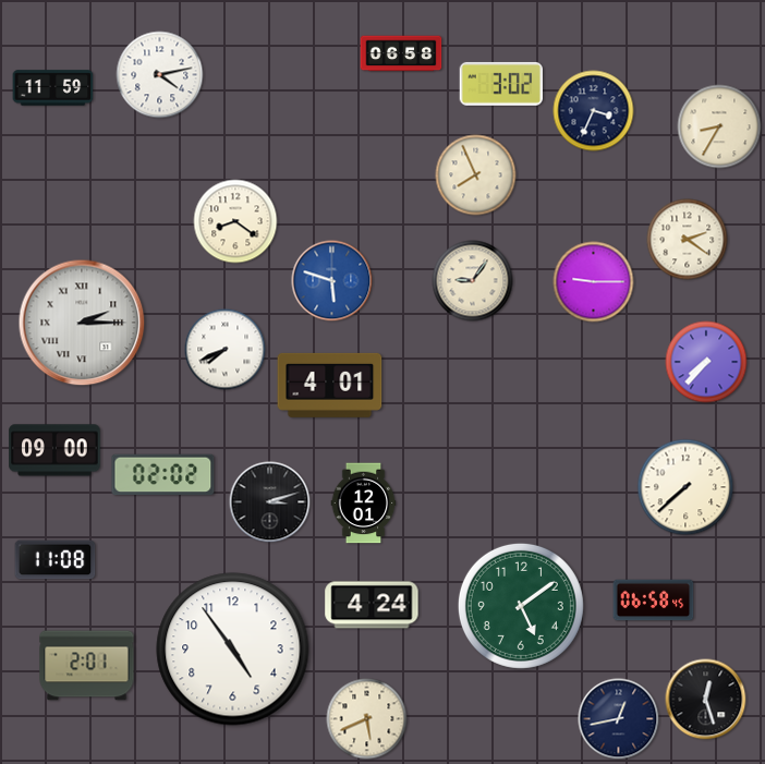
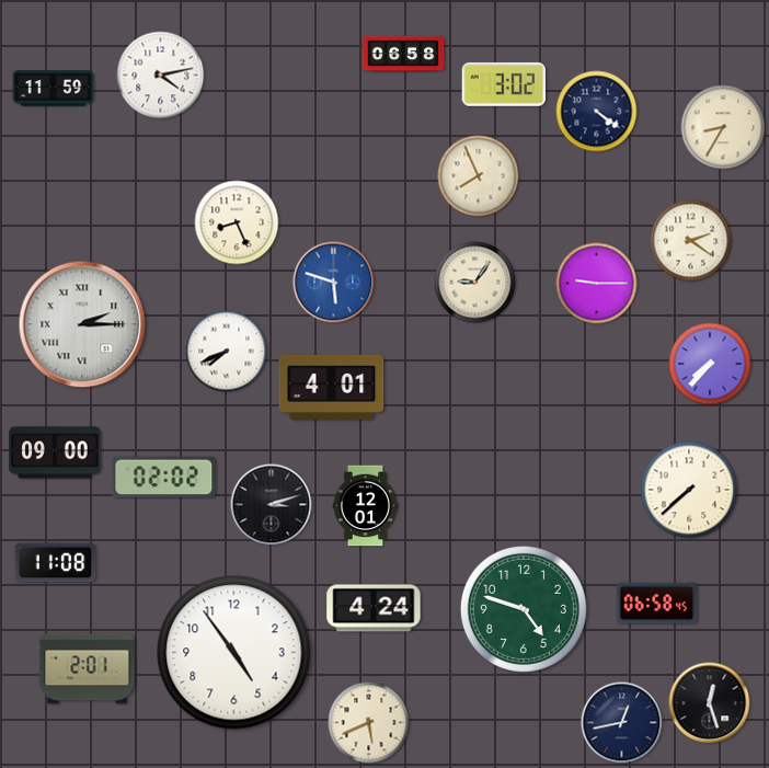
clock at (594, 111): 3:34 -> 4:21
clock at (235, 221): 8:21 -> 8:26
clock at (521, 606): 5:09 -> 4:48
